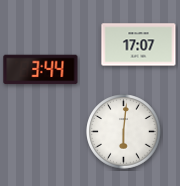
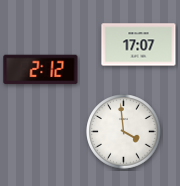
clock at (41, 70): 3:44 -> 2:12
clock at (124, 132): 6:01 -> 3:59
